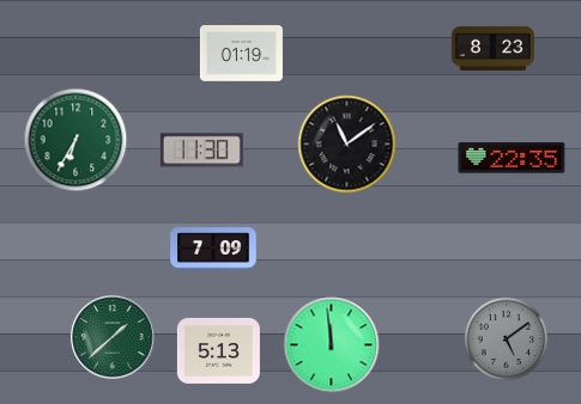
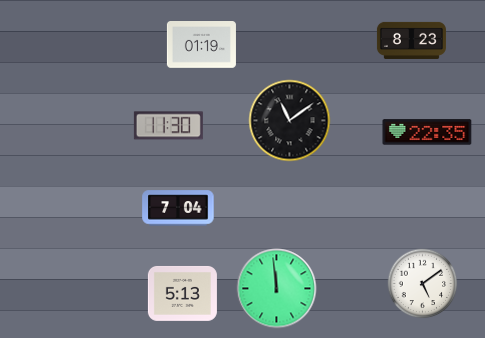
clock at (75, 140): 6:35 -> none
clock at (213, 249): 7:09 -> 7:04
clock at (113, 337): 1:38 -> none
clock at (507, 339) dial: grey -> white
